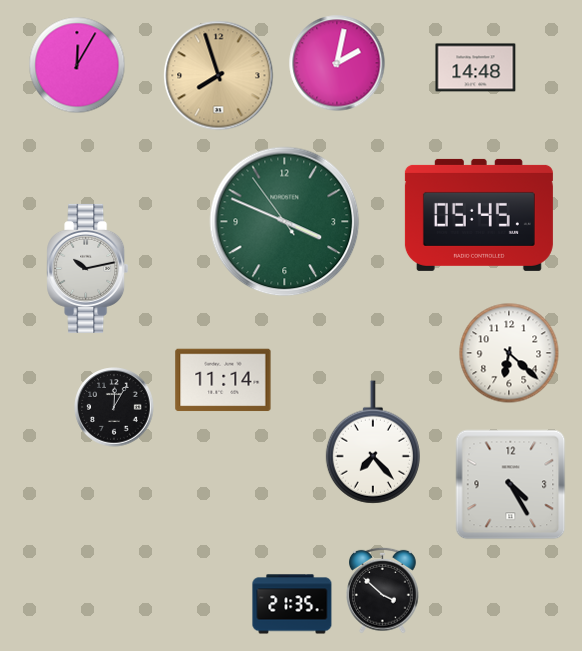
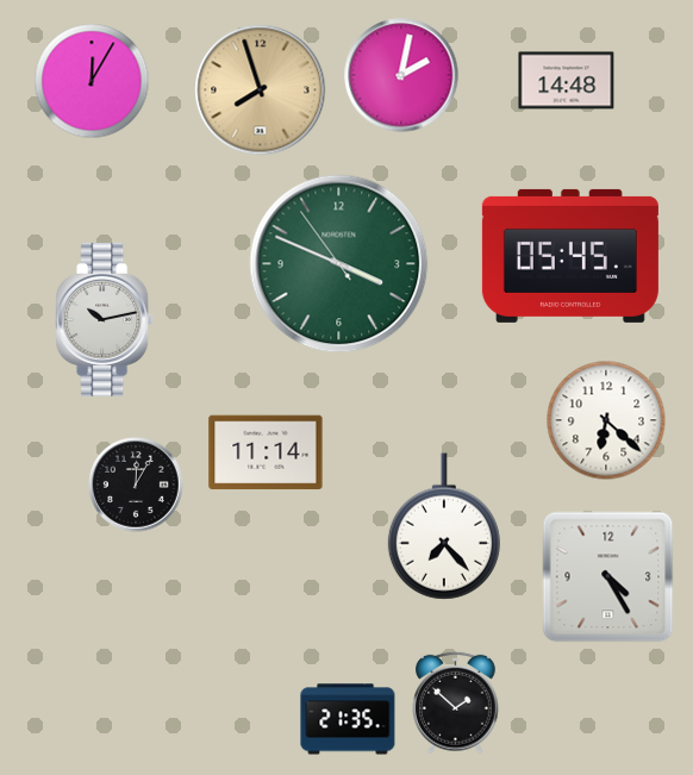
clock at (77, 65) position: (77, 65) -> (92, 81)
clock at (383, 590): 3:52 -> 1:52
